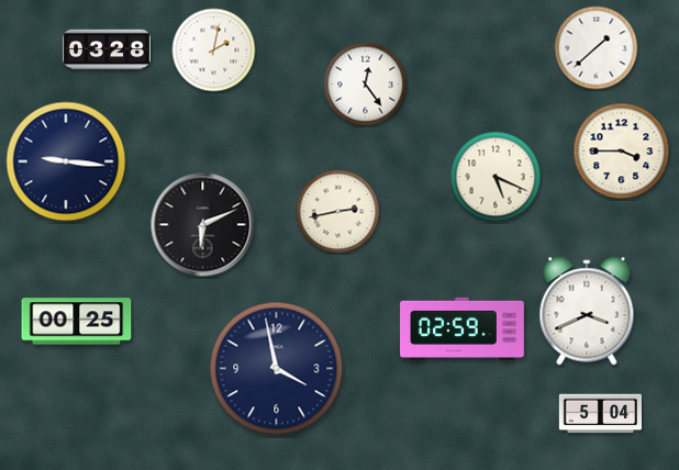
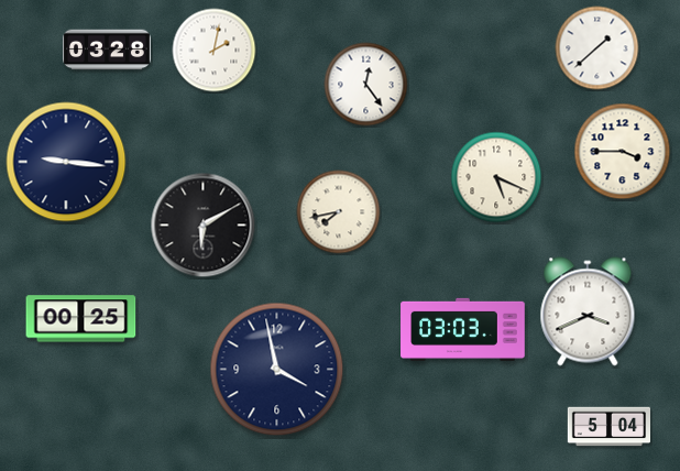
clock at (338, 212): 2:43 -> 7:43
clock at (203, 225): 6:11 -> 6:10
clock at (77, 322) position: (77, 322) -> (81, 319)
clock at (463, 328): 02:59 -> 03:03
clock at (601, 414) position: (601, 414) -> (610, 427)
